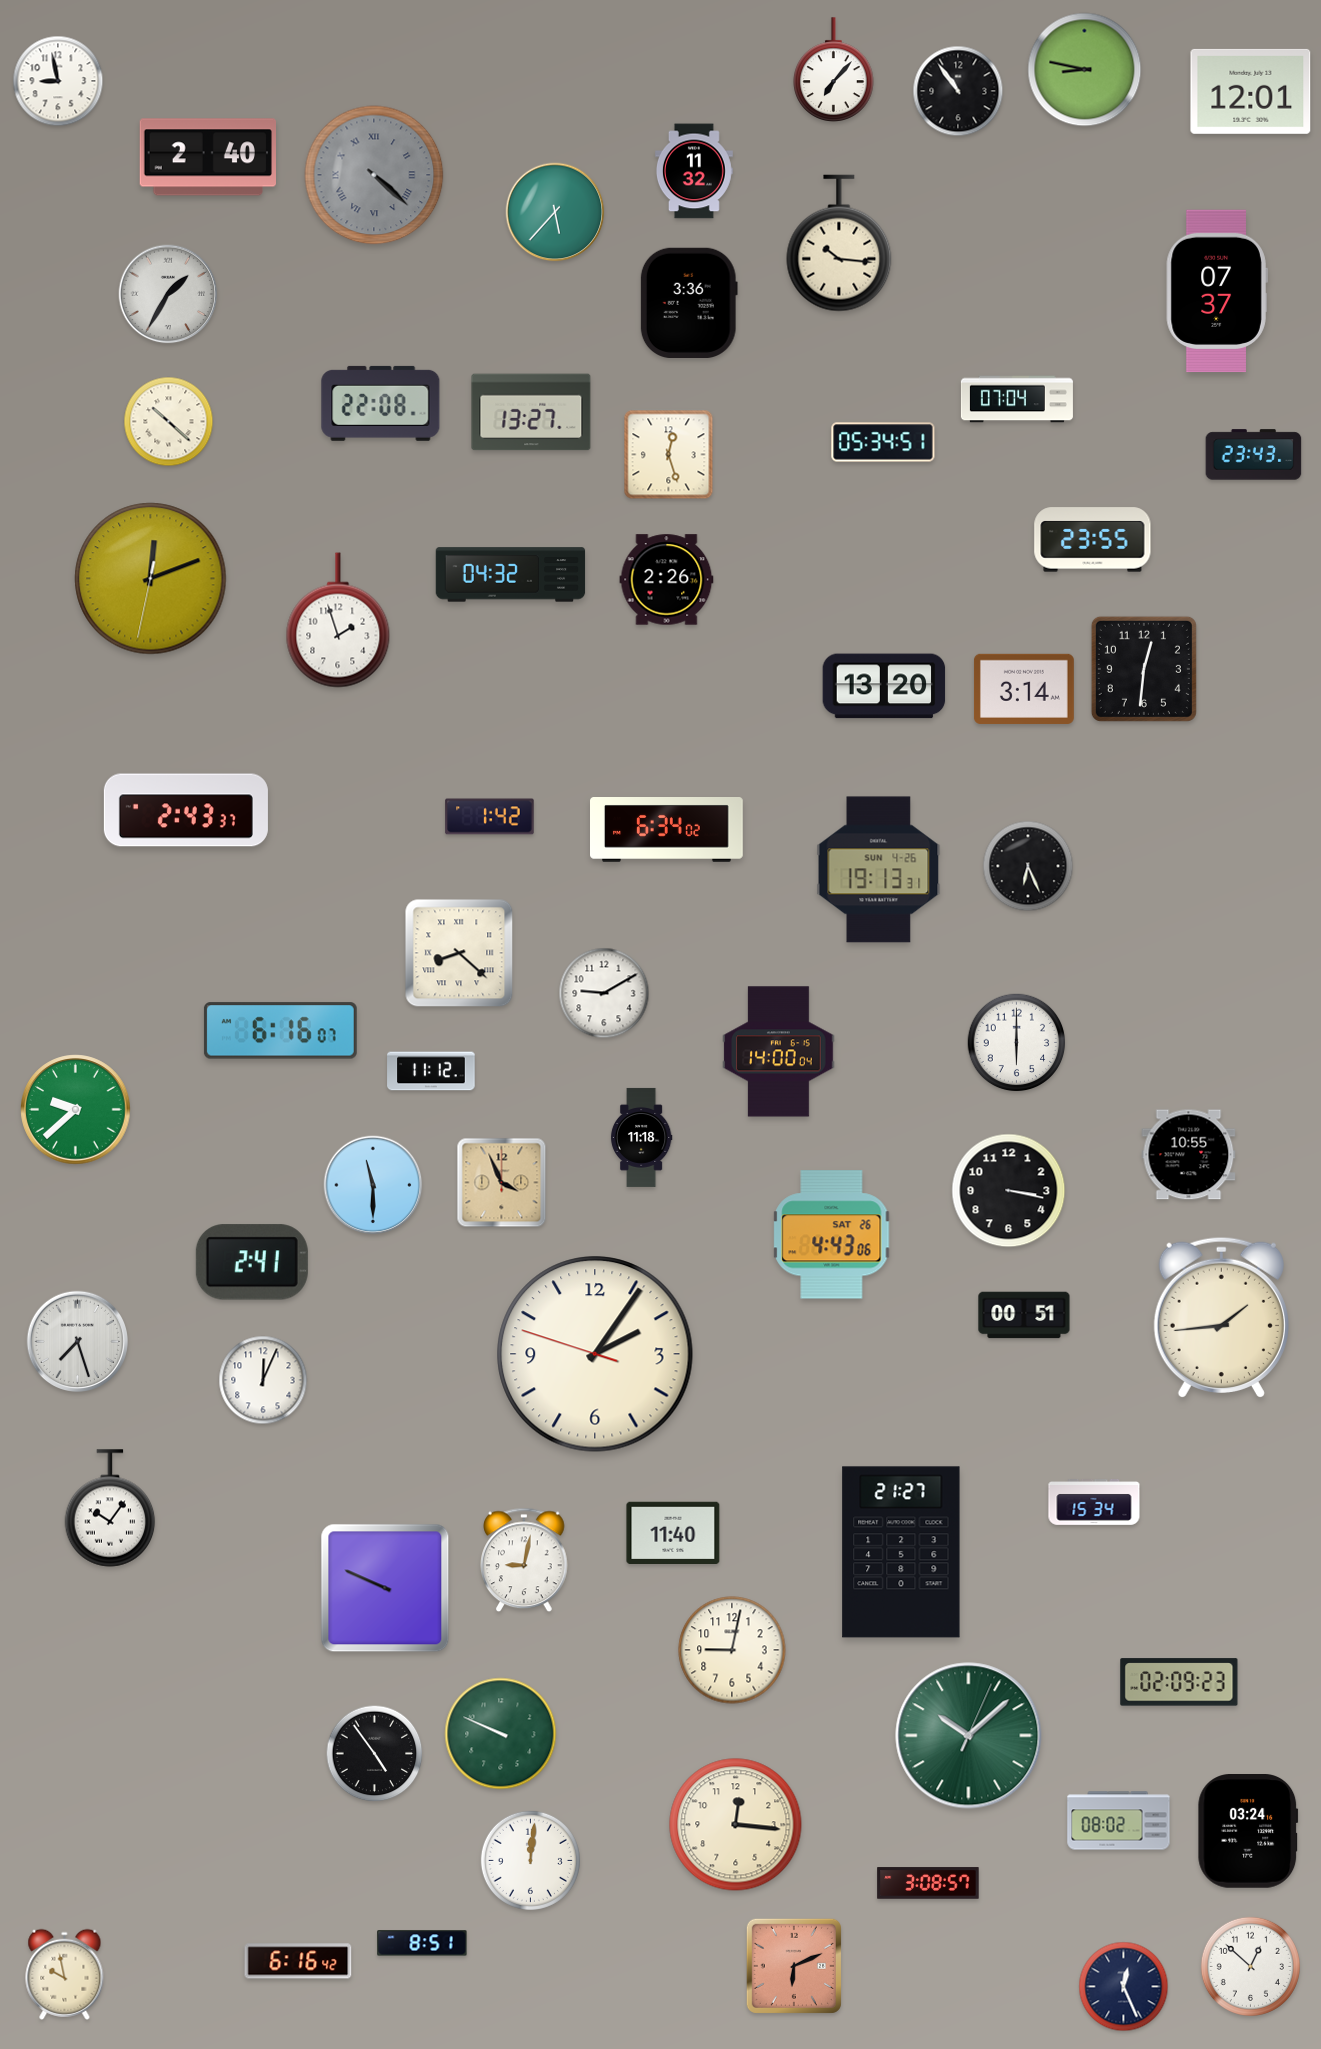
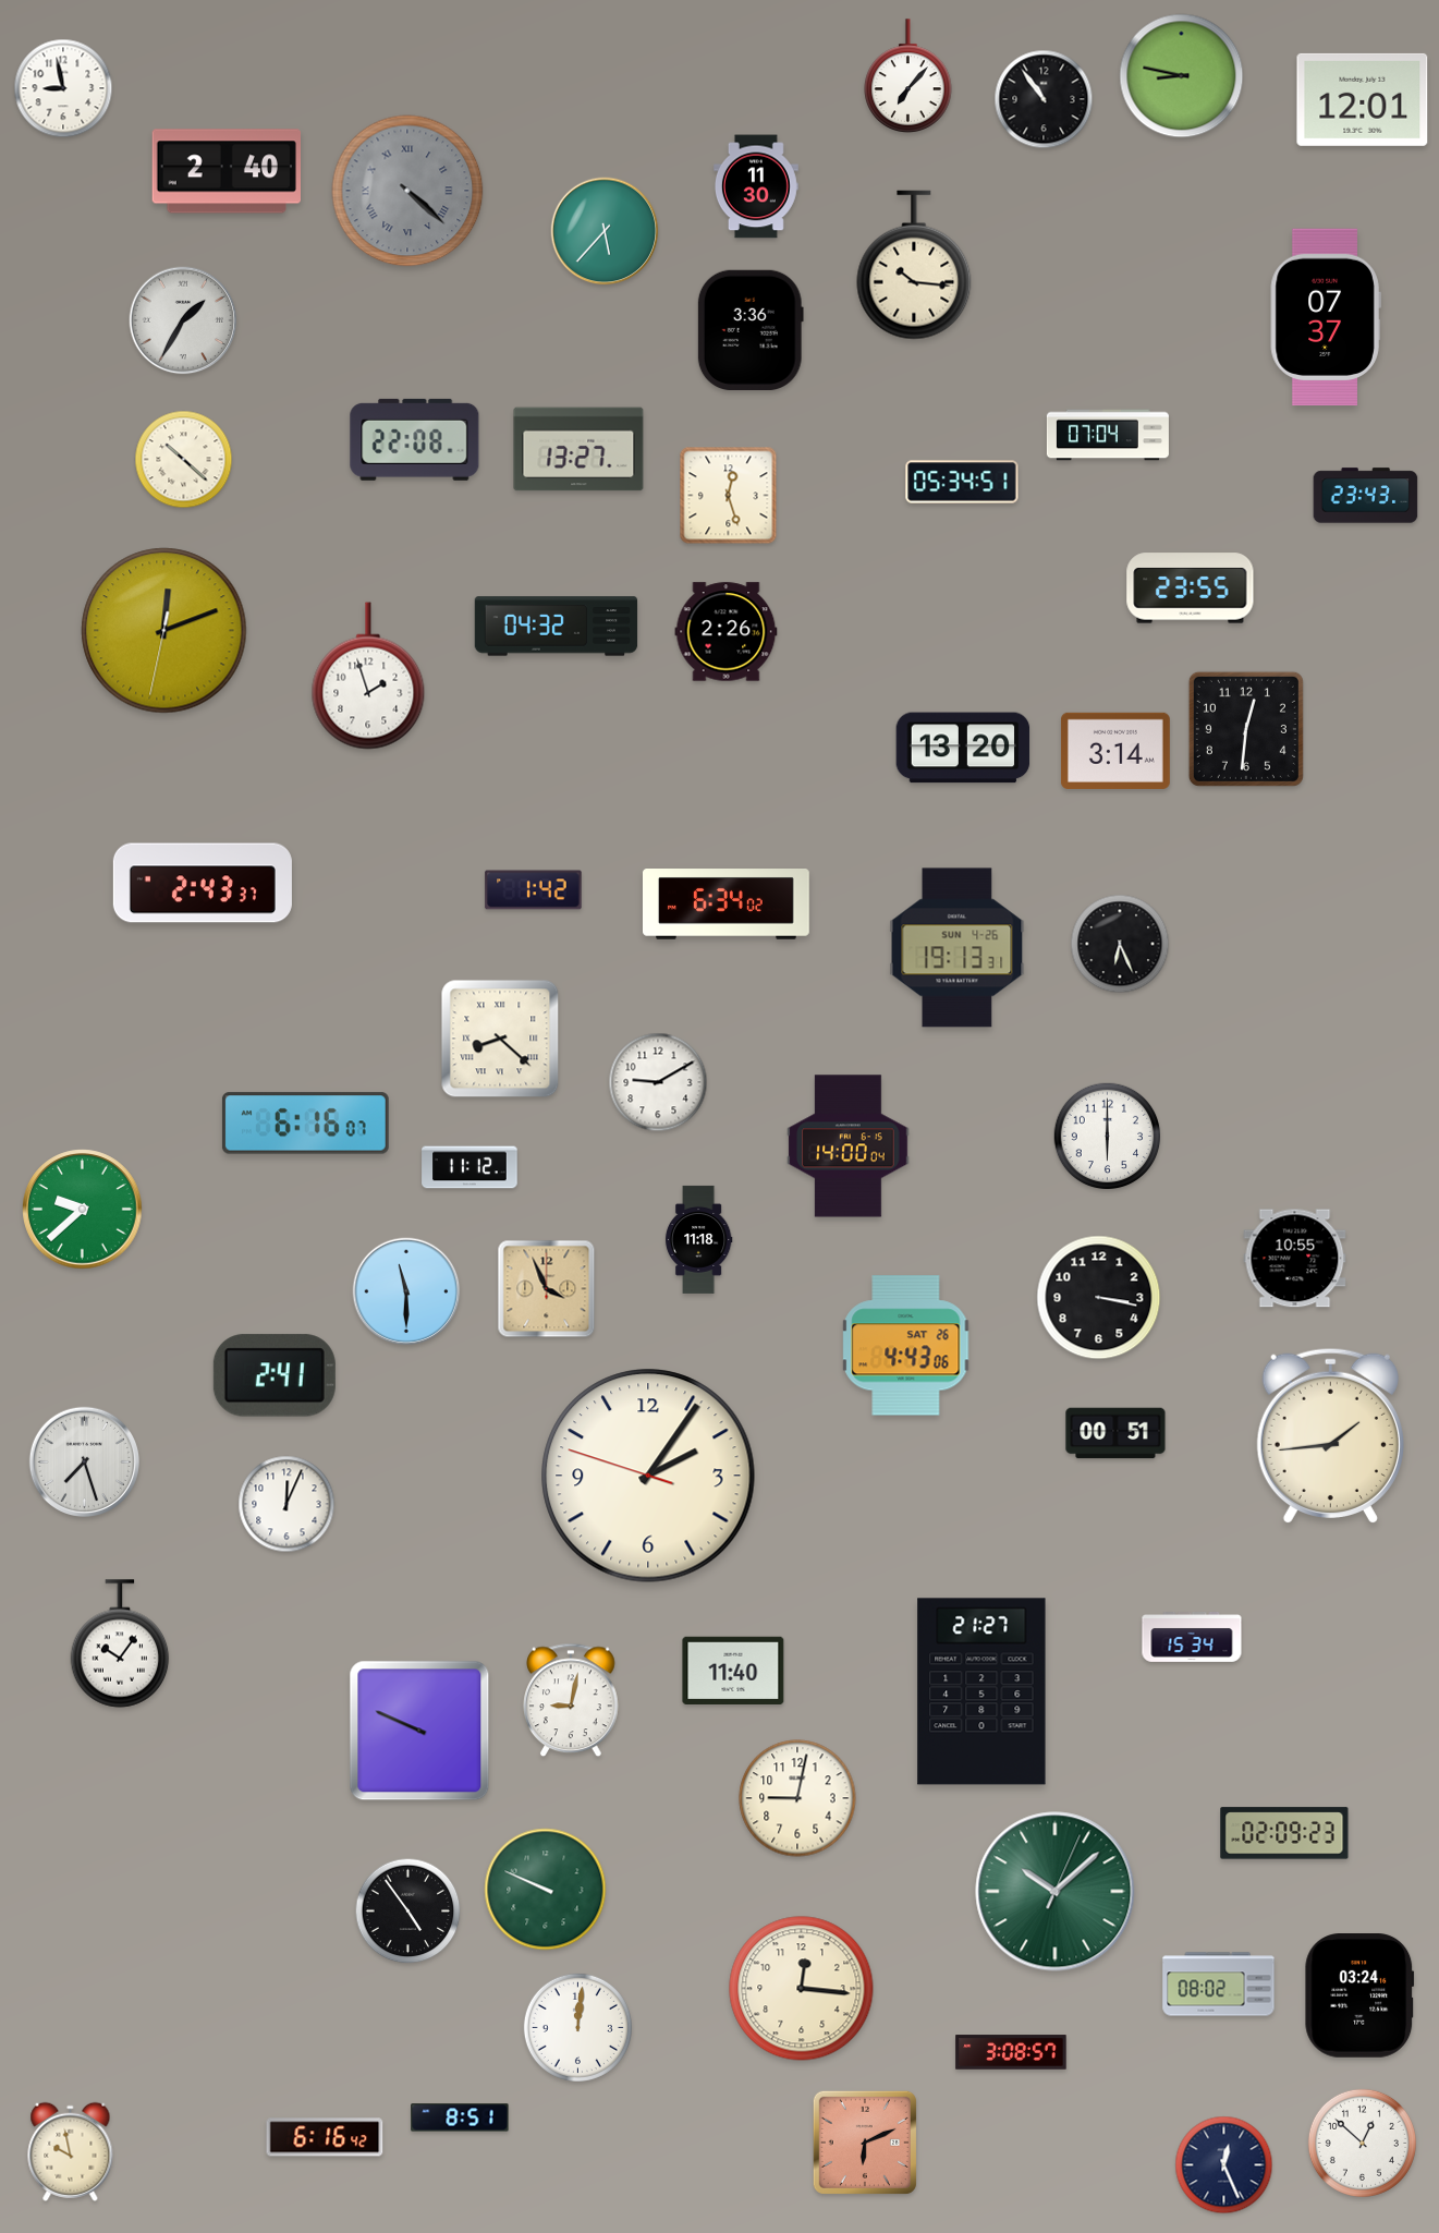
clock at (694, 171): 11:32 -> 11:30
